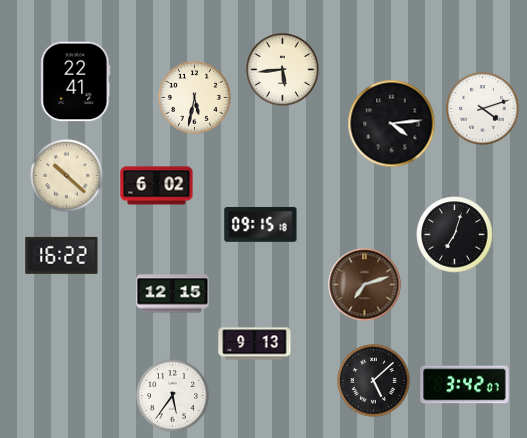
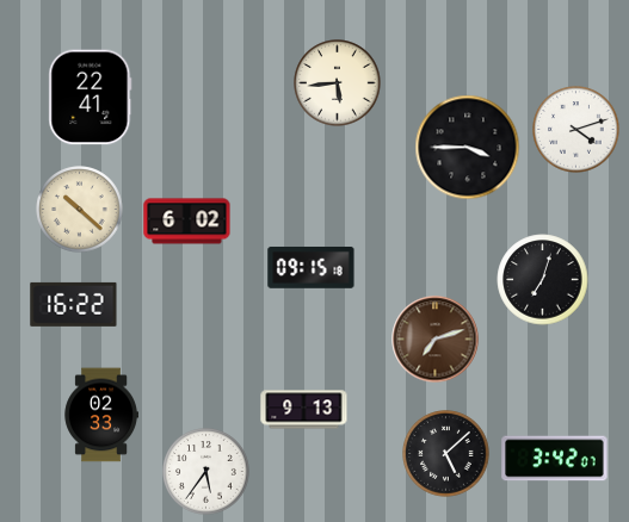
clock at (195, 98): 5:32 -> none
clock at (392, 124): 4:14 -> 3:45
clock at (173, 294): 12:15 -> none
clock at (100, 415): none -> 02:33
